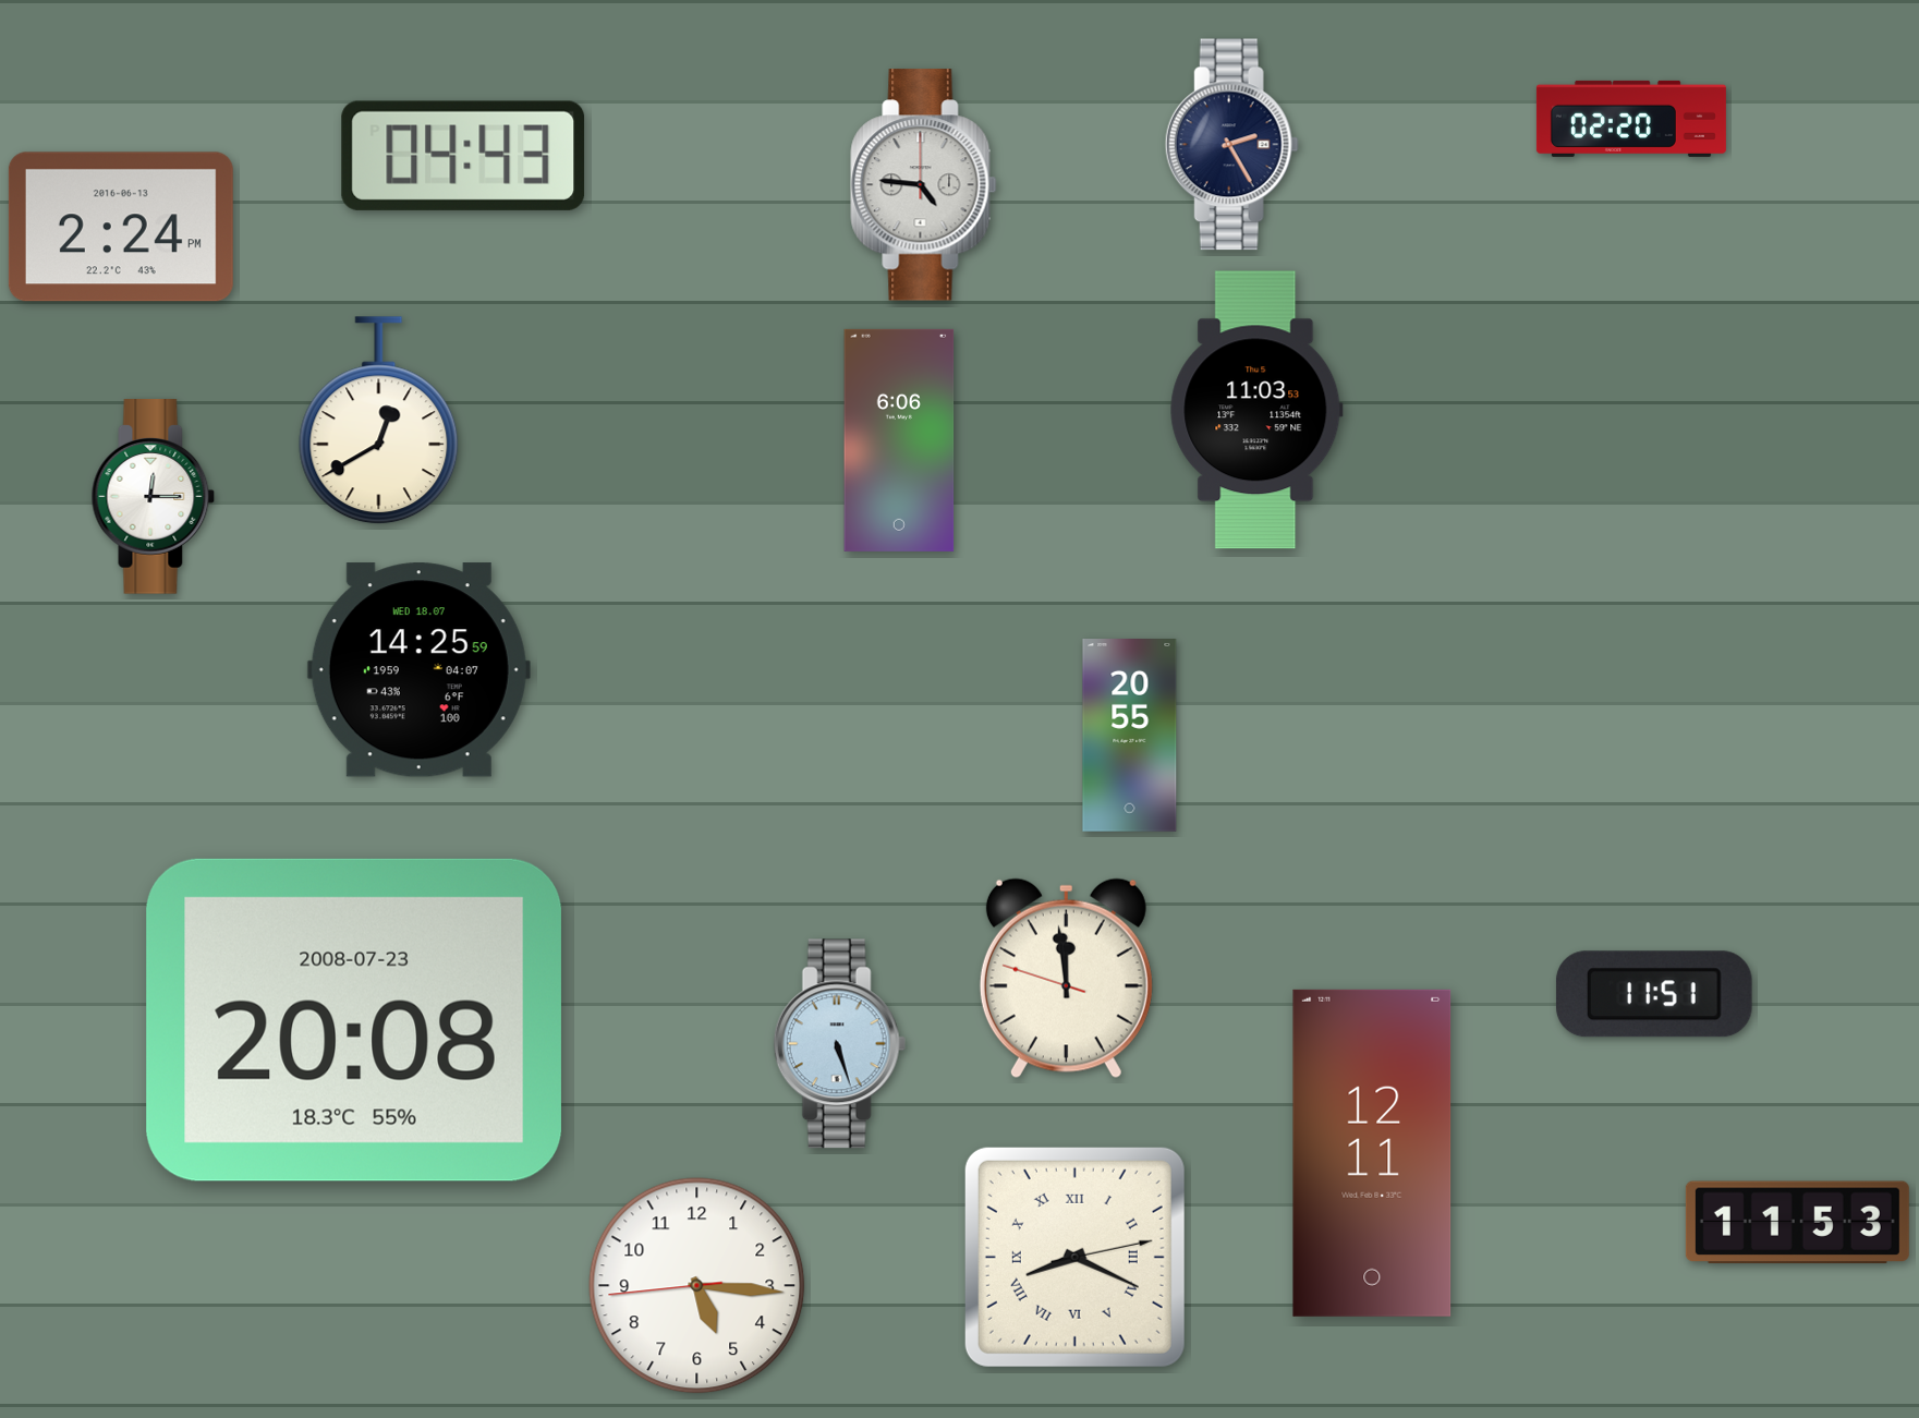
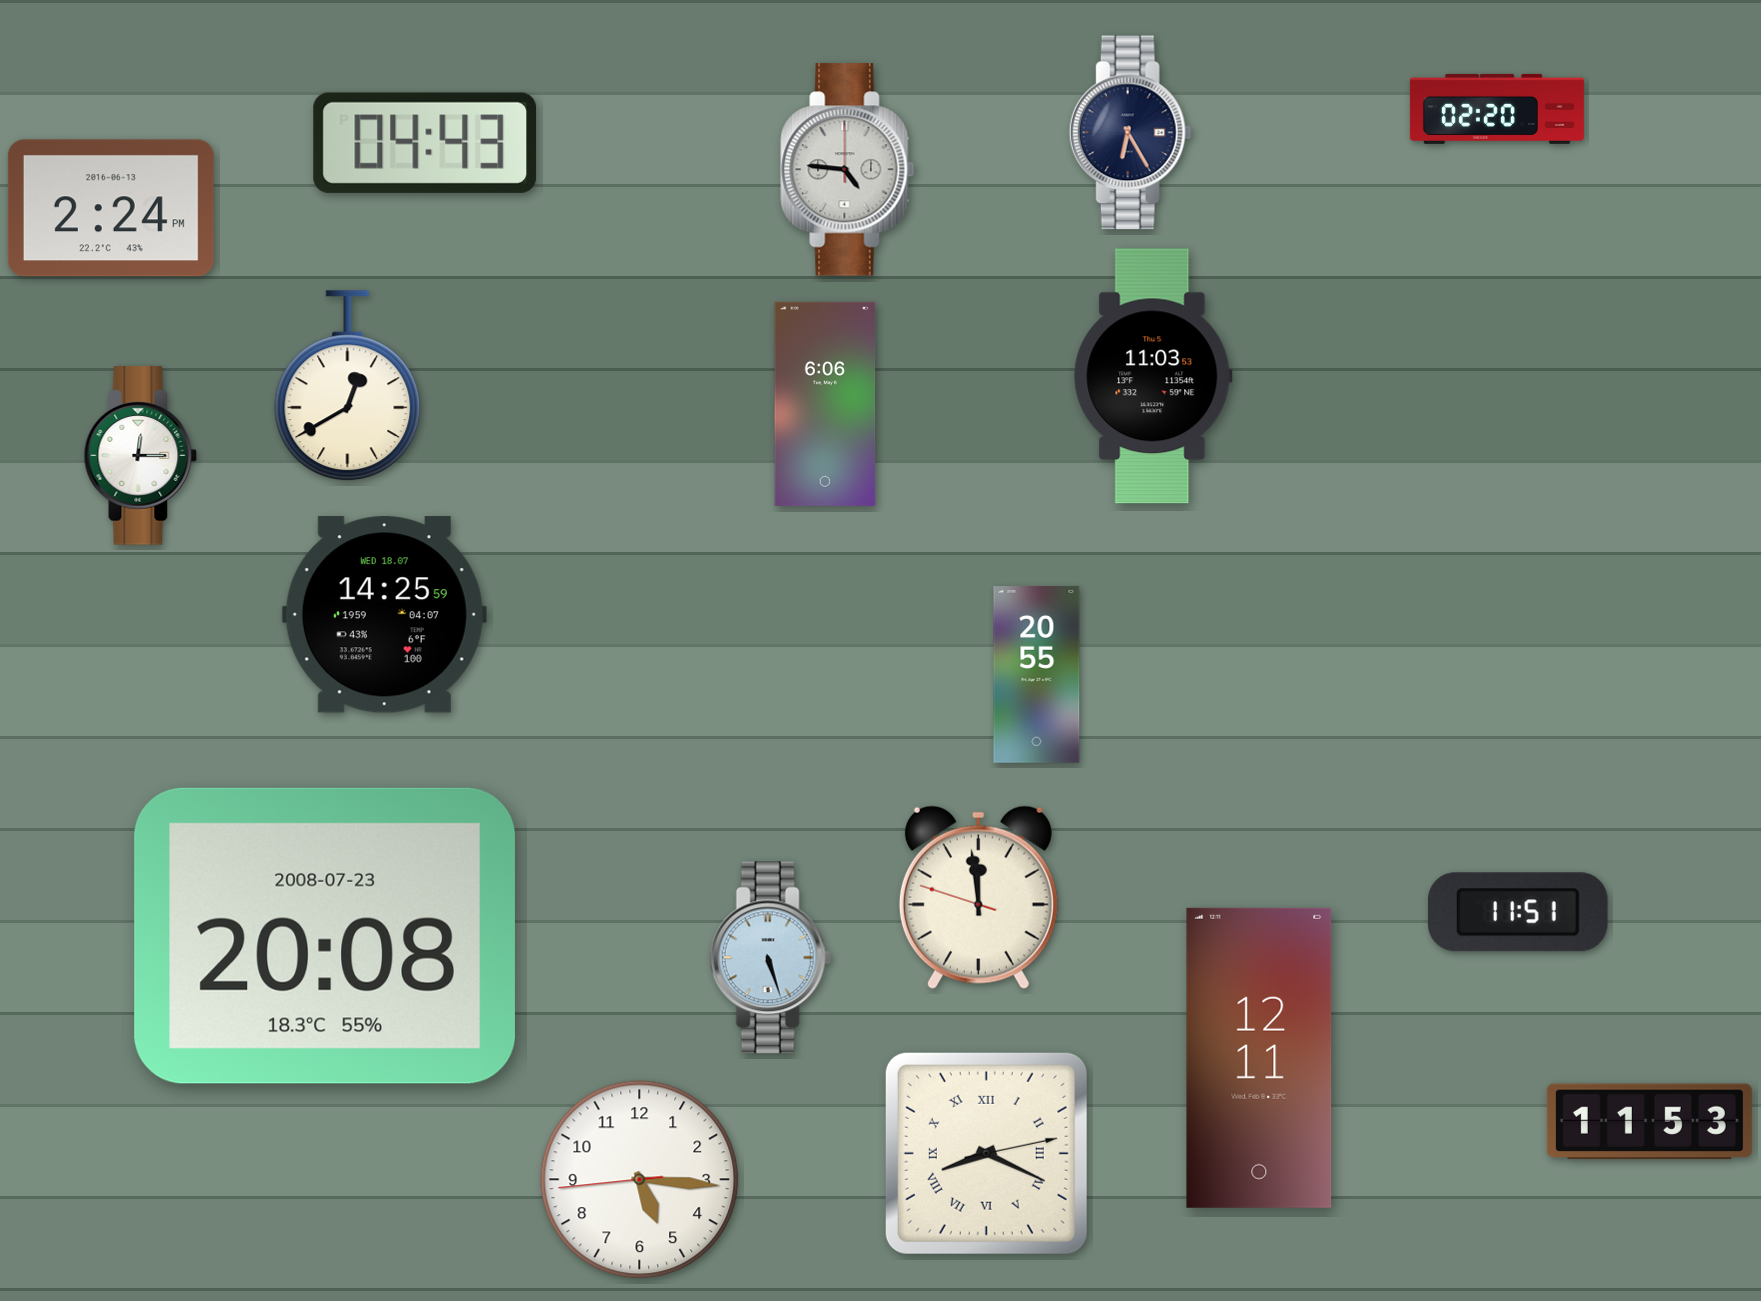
clock at (1231, 145): 2:25 -> 6:25
